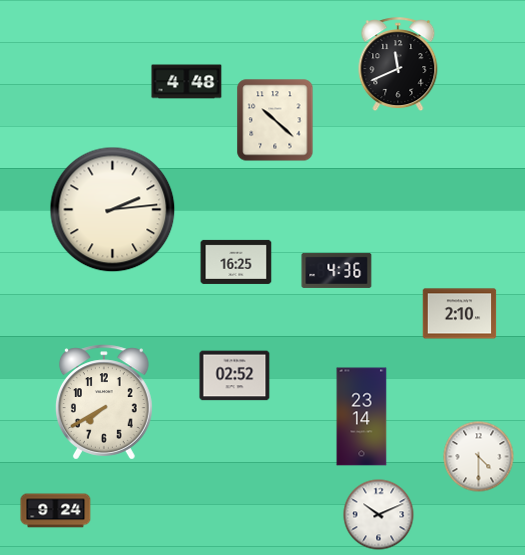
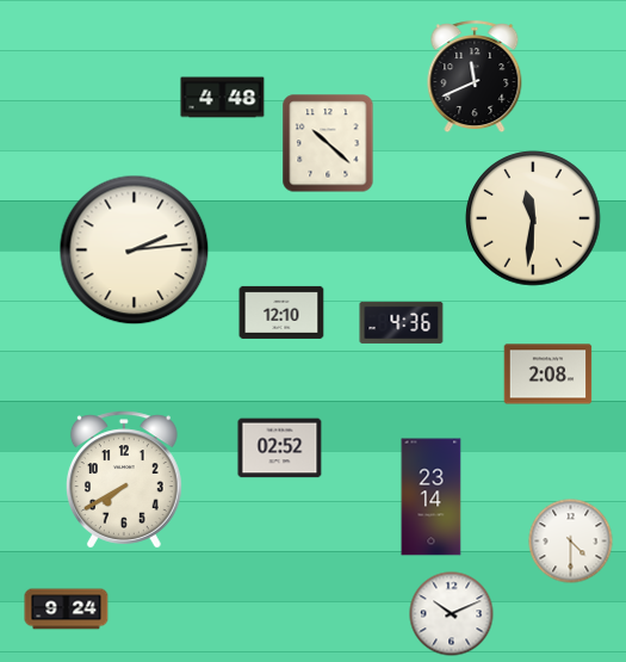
clock at (533, 218): none -> 11:31
clock at (236, 262): 16:25 -> 12:10
clock at (460, 314): 2:10 -> 2:08
clock at (479, 457) position: (479, 457) -> (571, 542)
